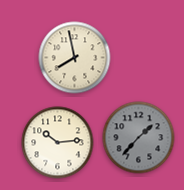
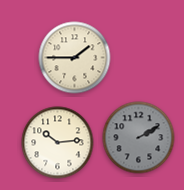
clock at (75, 58): 7:58 -> 1:45
clock at (139, 138): 1:37 -> 2:10
